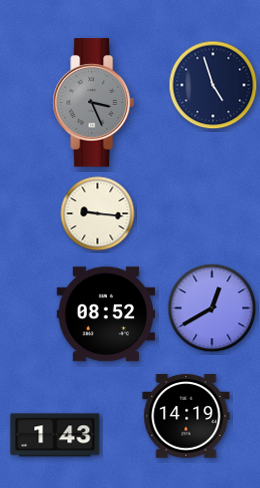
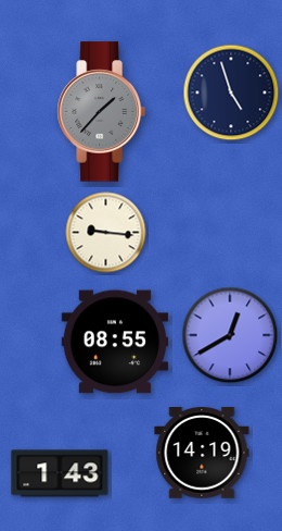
clock at (93, 103): 3:26 -> 1:37
clock at (106, 314): 08:52 -> 08:55
